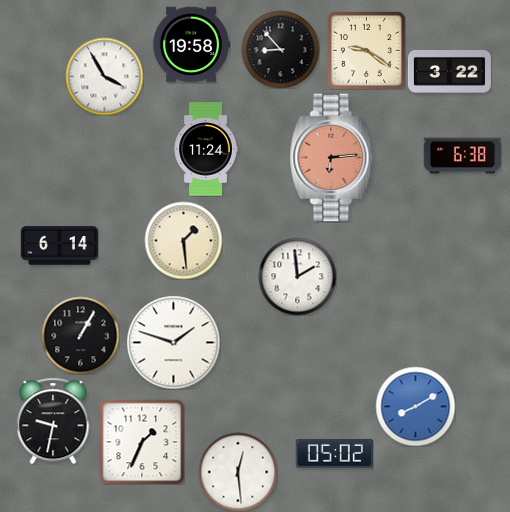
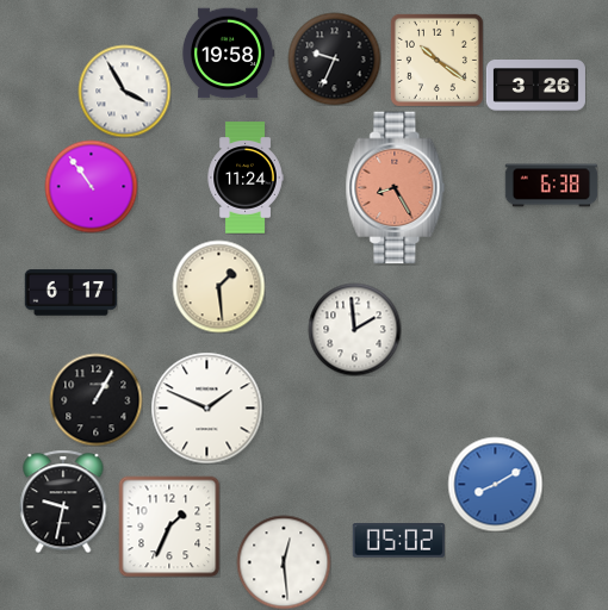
clock at (280, 49): 8:53 -> 9:34
clock at (366, 50): 9:21 -> 10:21
clock at (449, 72): 3:22 -> 3:26
clock at (91, 186): none -> 10:54
clock at (332, 158): 6:14 -> 8:25
clock at (59, 246): 6:14 -> 6:17
clock at (173, 342): 1:48 -> 1:49
